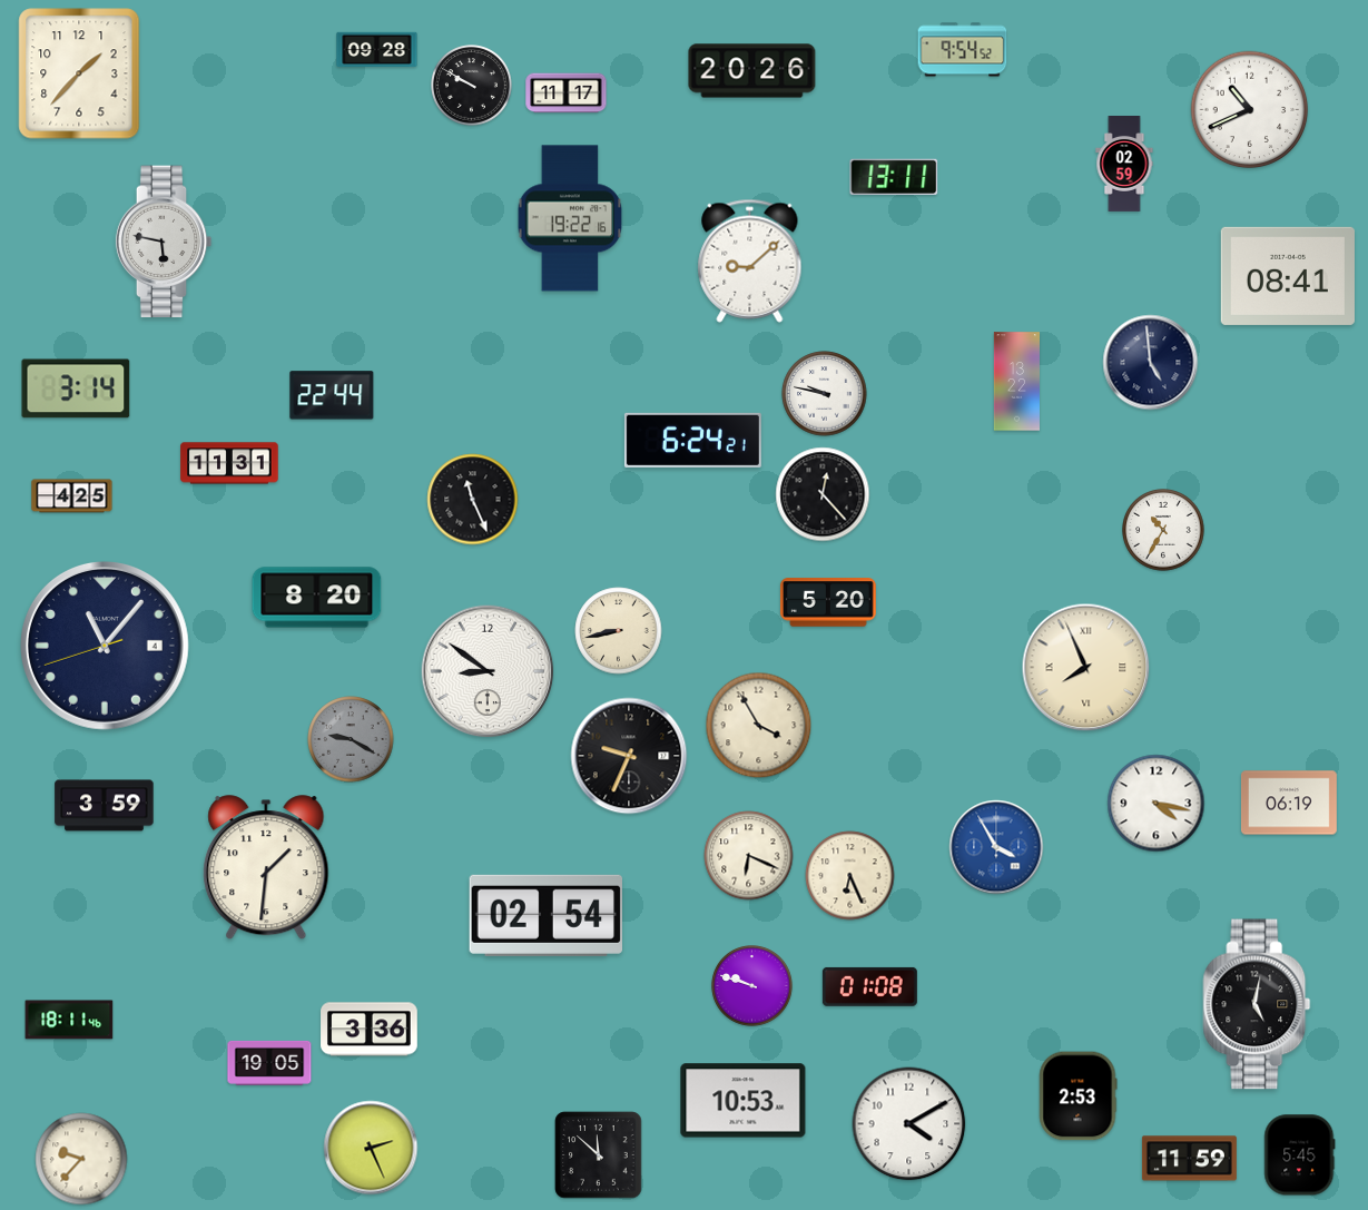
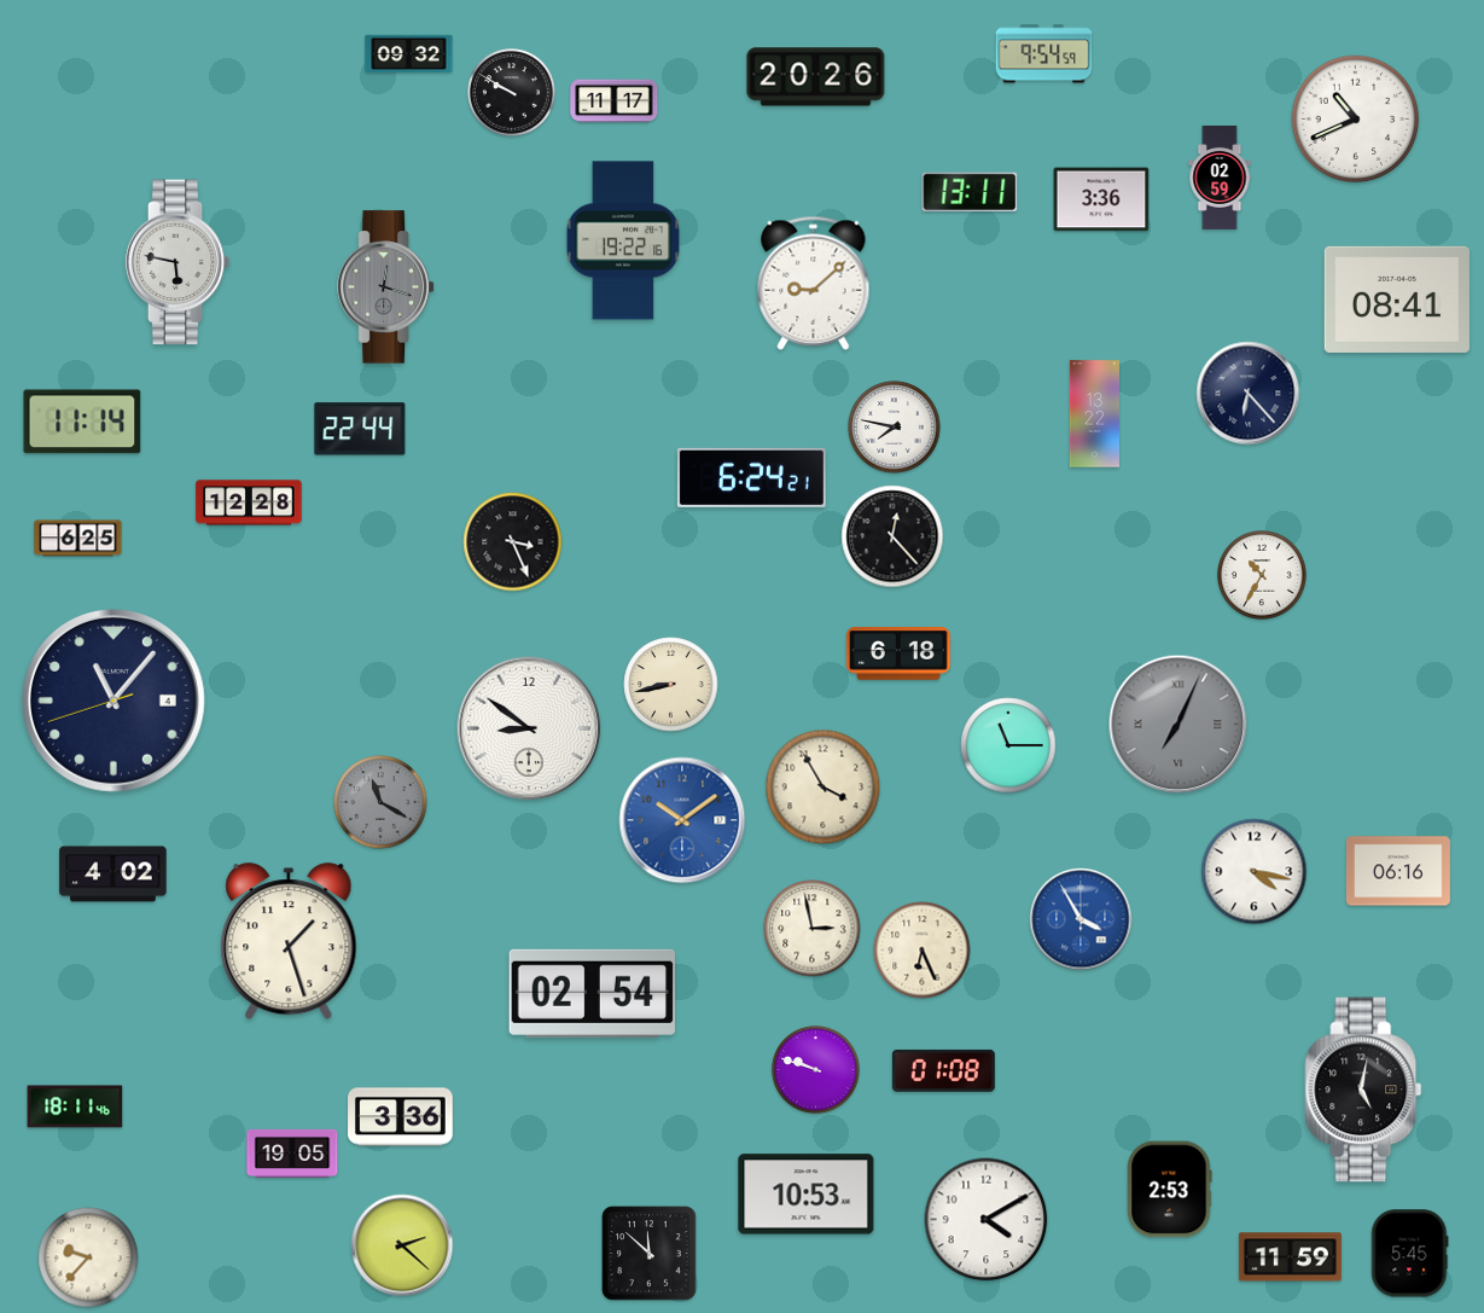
clock at (377, 49): 09:28 -> 09:32
clock at (963, 50): 9:54:52 -> 9:54:59
clock at (79, 73): 1:37 -> none
clock at (1101, 199): none -> 3:36
clock at (570, 218) position: (570, 218) -> (623, 240)
clock at (386, 287): none -> 12:18
clock at (1151, 363): 4:59 -> 6:23
clock at (1016, 382) position: (1016, 382) -> (1094, 414)
clock at (76, 388): 3:14 -> 11:14
clock at (825, 394): 9:47 -> 7:47
clock at (229, 463): 11:31 -> 12:28
clock at (72, 496): 4:25 -> 6:25
clock at (473, 500): 11:26 -> 3:26
clock at (317, 598): 8:20 -> none
clock at (828, 602): 5:20 -> 6:18
clock at (1086, 668): 7:56 -> 7:04
clock at (1086, 668) dial: cream -> grey
clock at (1008, 745): none -> 11:15
clock at (351, 739): 9:20 -> 11:20
clock at (629, 756): 9:34 -> 10:09
clock at (629, 756) dial: black -> blue
clock at (1289, 803): 06:19 -> 06:16
clock at (105, 806): 3:59 -> 4:02
clock at (749, 856): 6:19 -> 2:58
clock at (266, 868): 1:31 -> 1:27
clock at (371, 1148): 2:26 -> 2:22
